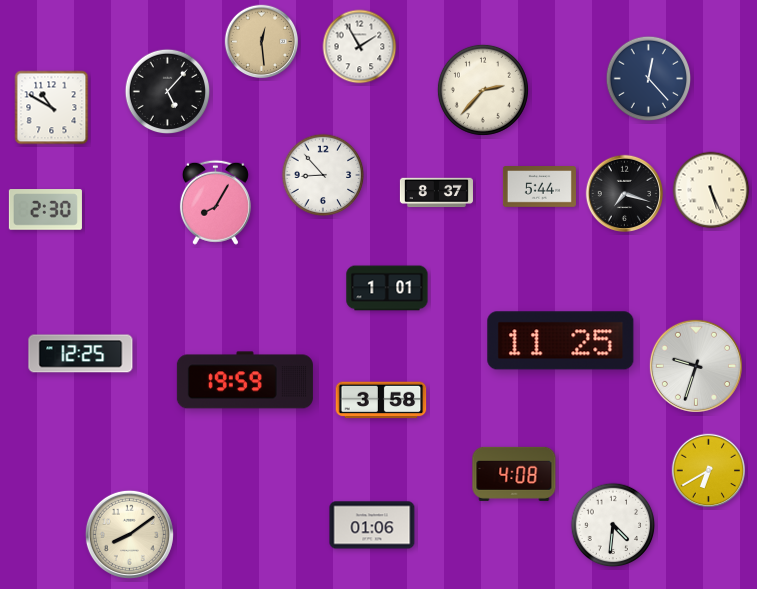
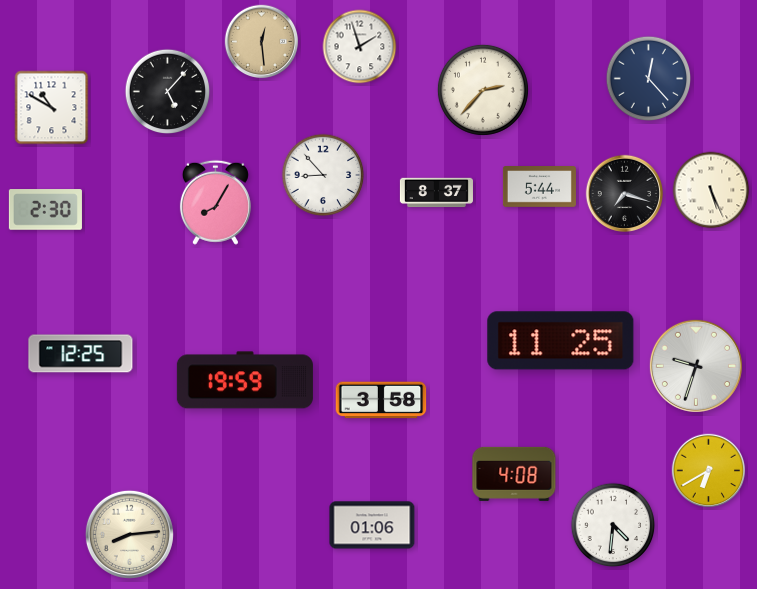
clock at (360, 47): 1:55 -> 1:57
clock at (387, 288): 1:01 -> none
clock at (129, 534): 8:09 -> 8:14
